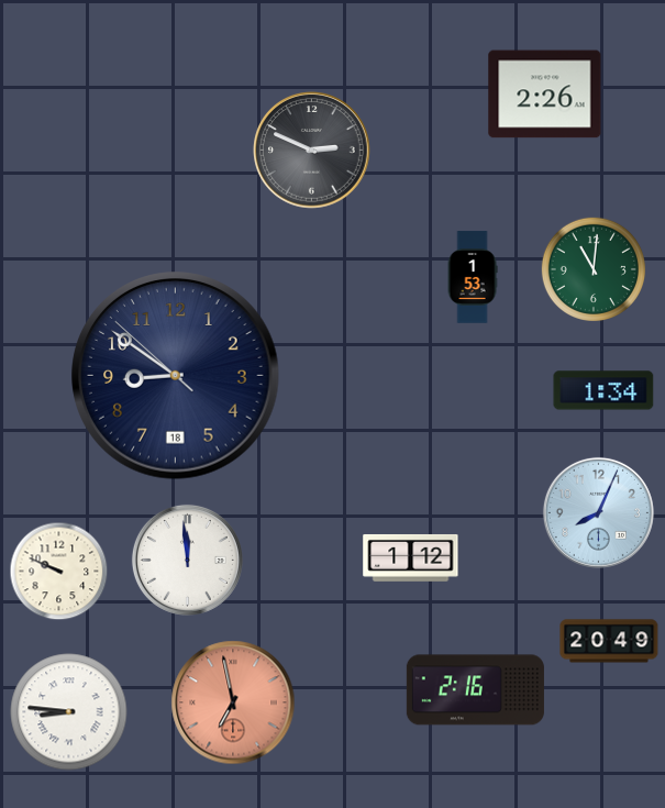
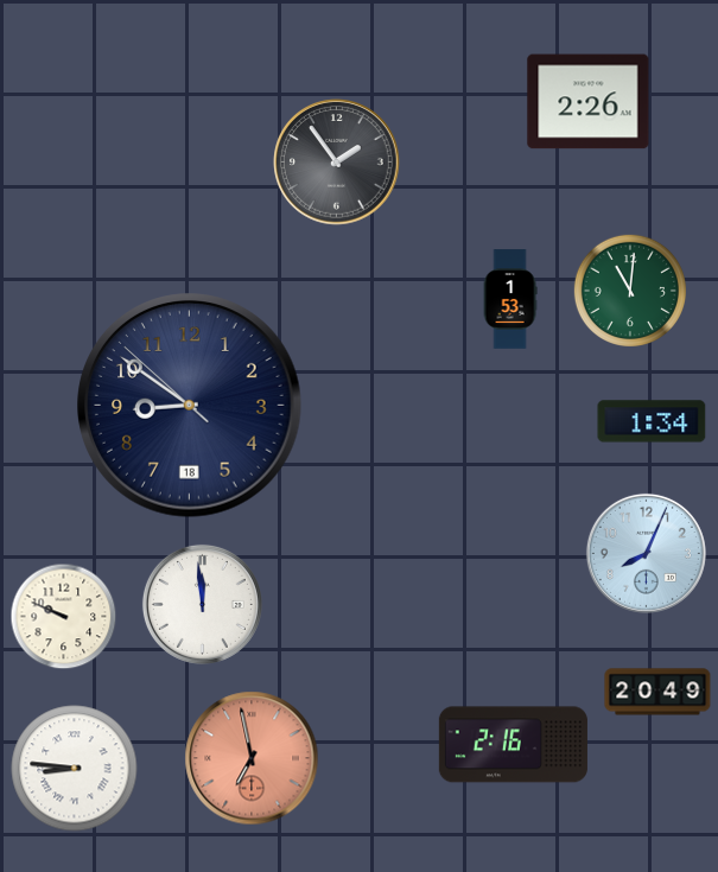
clock at (312, 151): 2:49 -> 1:54
clock at (594, 269) position: (594, 269) -> (630, 291)
clock at (411, 557): 1:12 -> none
